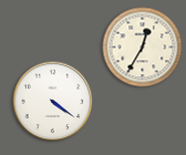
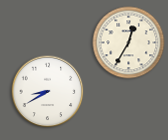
clock at (53, 102): 4:21 -> 8:40
